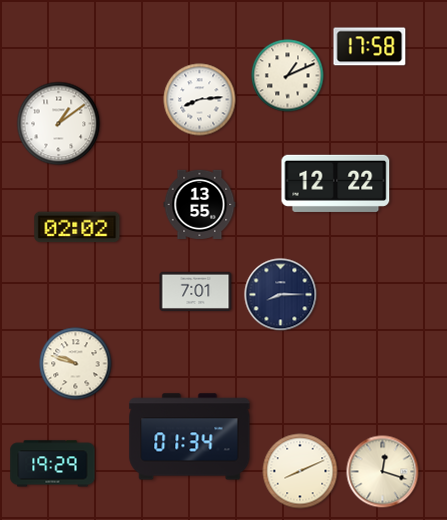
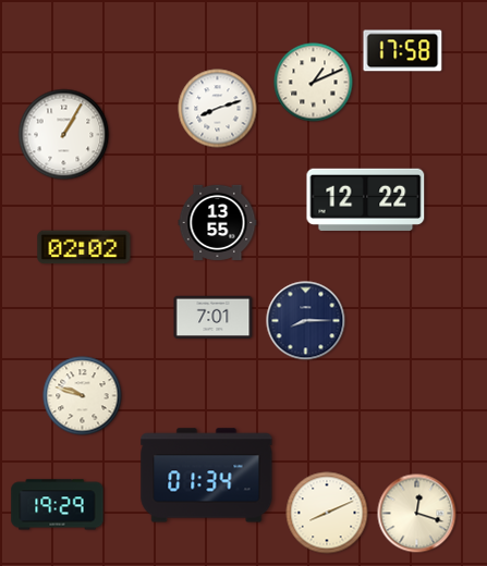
clock at (200, 100): 8:14 -> 8:12
clock at (59, 124): 1:09 -> 1:05
